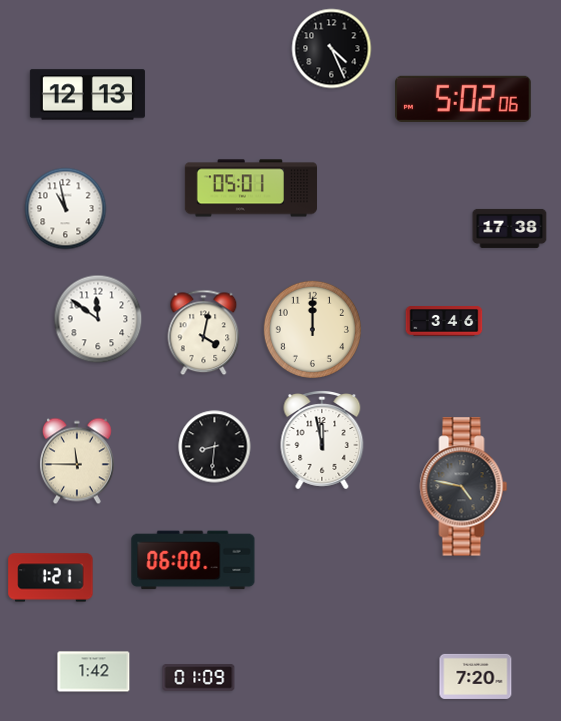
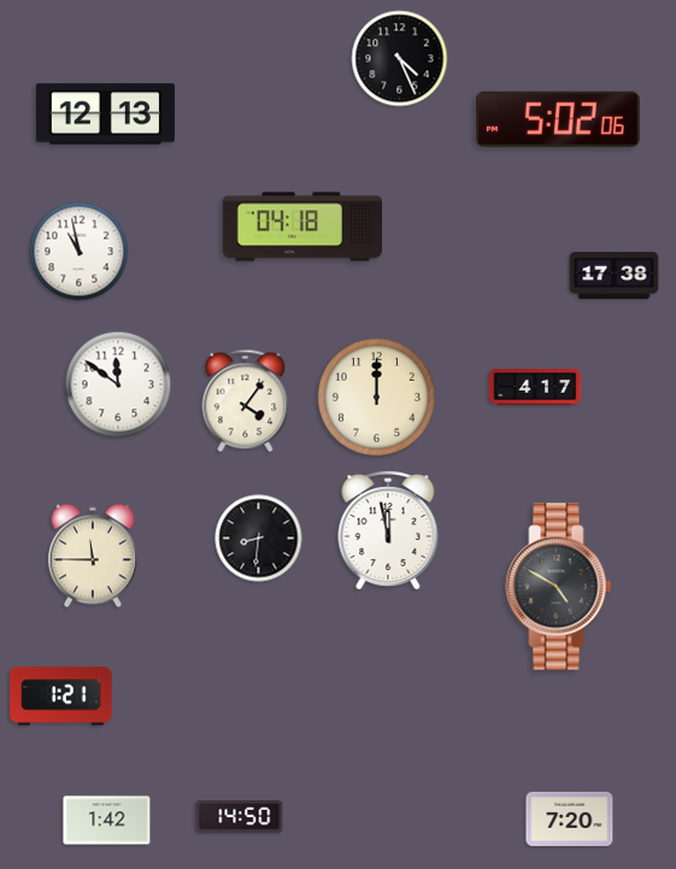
clock at (250, 188): 05:01 -> 04:18
clock at (444, 322): 3:46 -> 4:17
clock at (204, 333): 4:02 -> 4:06
clock at (464, 487): 4:47 -> 4:50
clock at (193, 560): 06:00 -> none
clock at (94, 672) position: (94, 672) -> (107, 821)
clock at (476, 676) position: (476, 676) -> (570, 818)
clock at (199, 678): 01:09 -> 14:50
